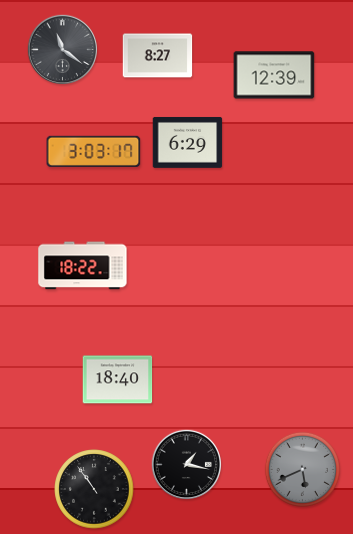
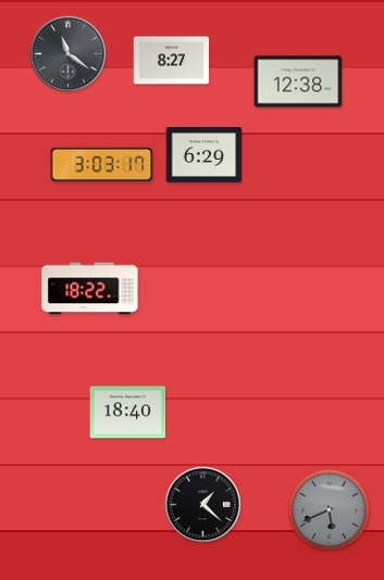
clock at (274, 75): 12:39 -> 12:38
clock at (186, 464): 1:17 -> 1:22
clock at (94, 489): 10:54 -> none
